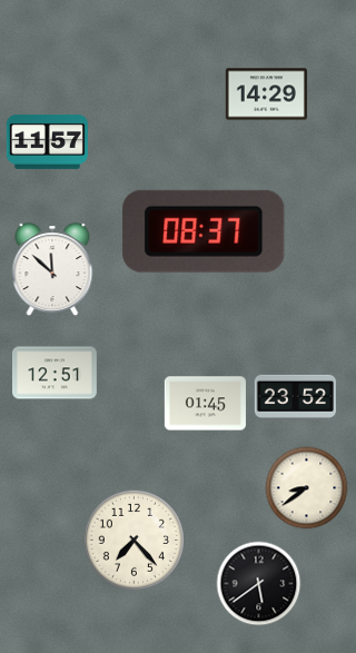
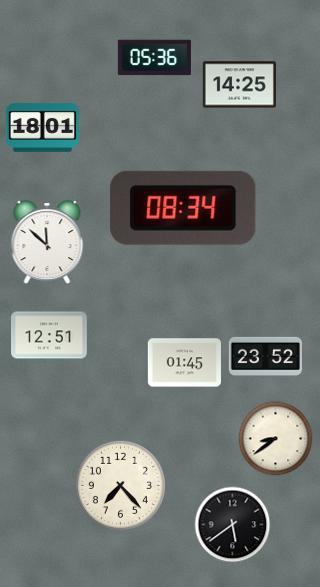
clock at (154, 58): none -> 05:36
clock at (266, 95): 14:29 -> 14:25
clock at (47, 141): 11:57 -> 18:01
clock at (204, 231): 08:37 -> 08:34
